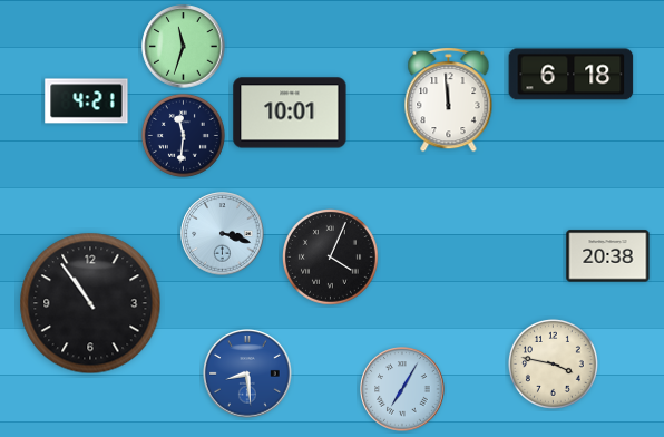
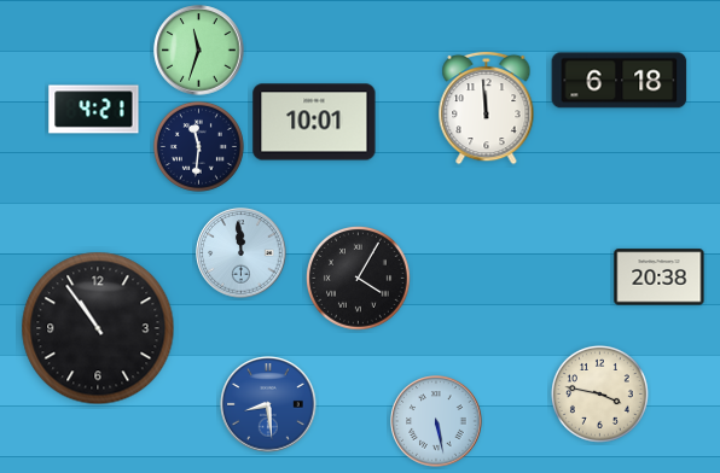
clock at (223, 234): 3:18 -> 11:59
clock at (331, 258): 4:04 -> 4:05
clock at (402, 389): 7:05 -> 5:28
